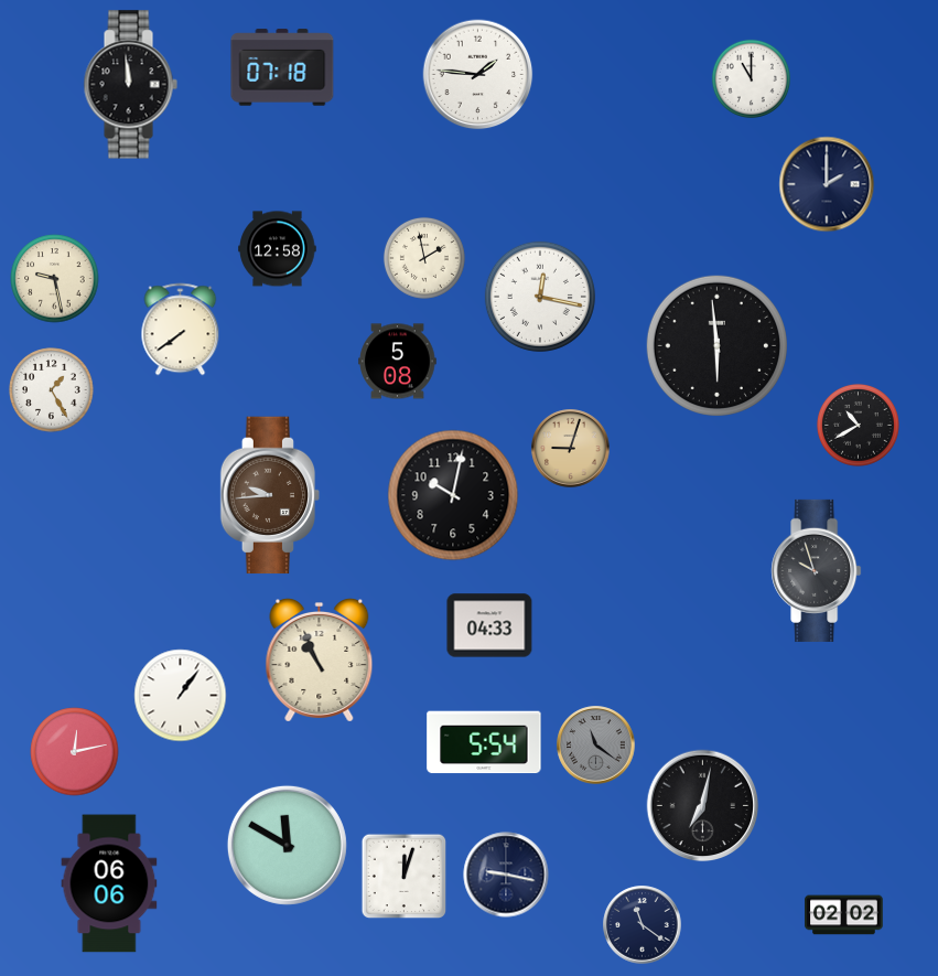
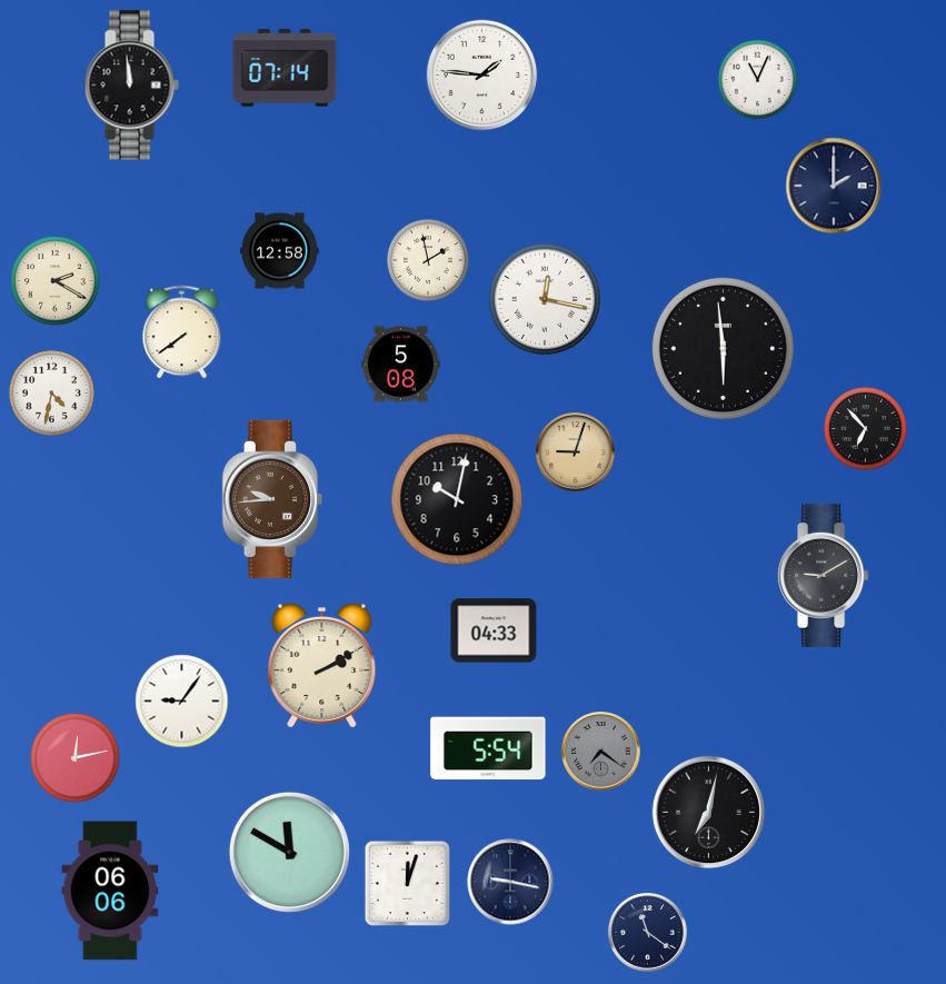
clock at (282, 67): 07:18 -> 07:14
clock at (751, 78): 11:00 -> 11:04
clock at (55, 279): 9:28 -> 2:20
clock at (52, 390): 1:25 -> 4:32
clock at (858, 425): 10:40 -> 6:53
clock at (817, 570): 9:57 -> 9:10
clock at (320, 661): 10:56 -> 2:10
clock at (181, 696): 1:06 -> 9:06
clock at (596, 746): 11:21 -> 7:21
clock at (844, 915): 02:02 -> none
